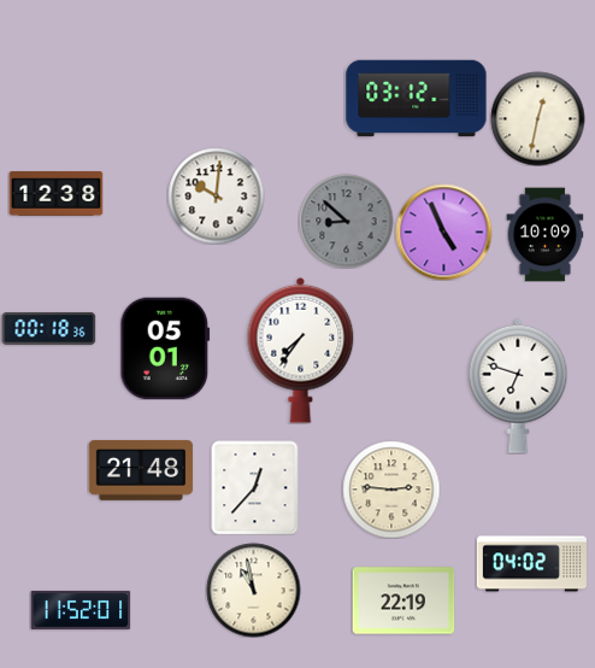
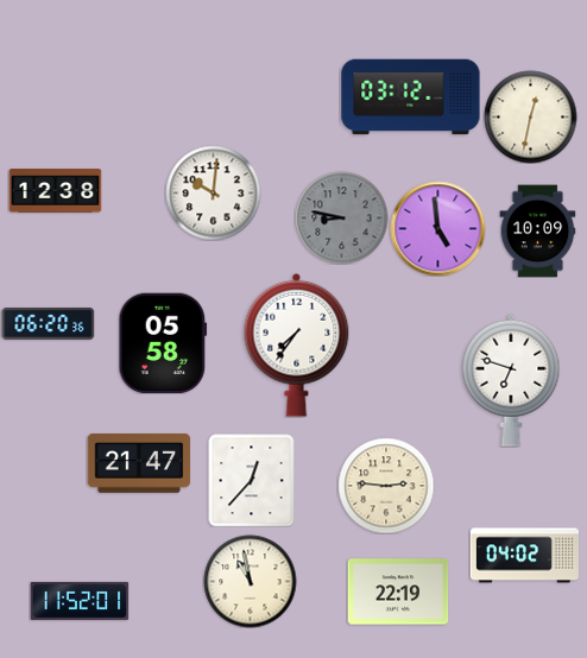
clock at (346, 221): 8:52 -> 8:47
clock at (443, 232): 4:56 -> 4:59
clock at (48, 328): 00:18 -> 06:20
clock at (165, 348): 05:01 -> 05:58
clock at (141, 470): 21:48 -> 21:47
clock at (391, 490) position: (391, 490) -> (386, 486)
